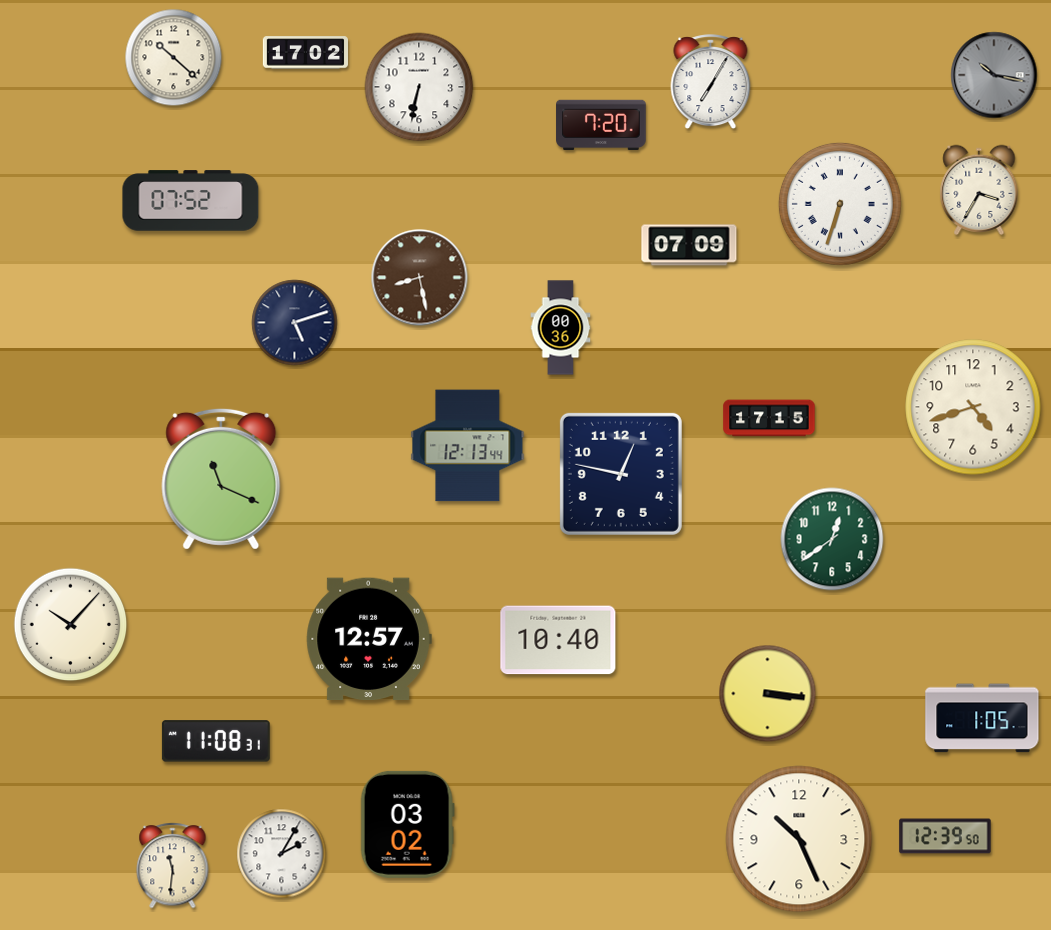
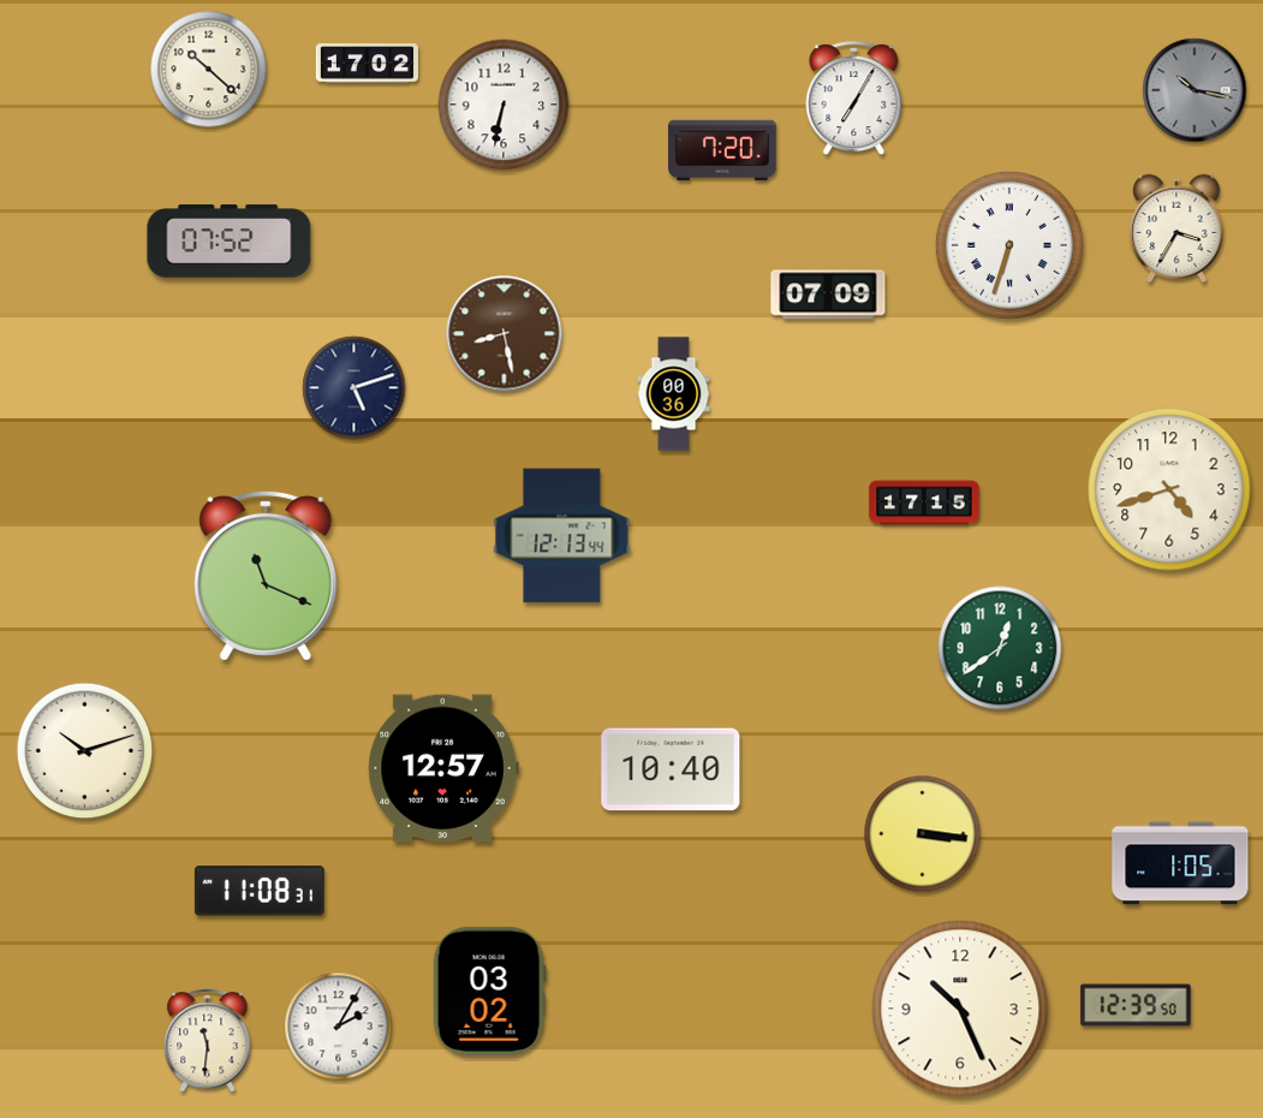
clock at (621, 474): 12:47 -> none
clock at (71, 625): 10:07 -> 10:12
